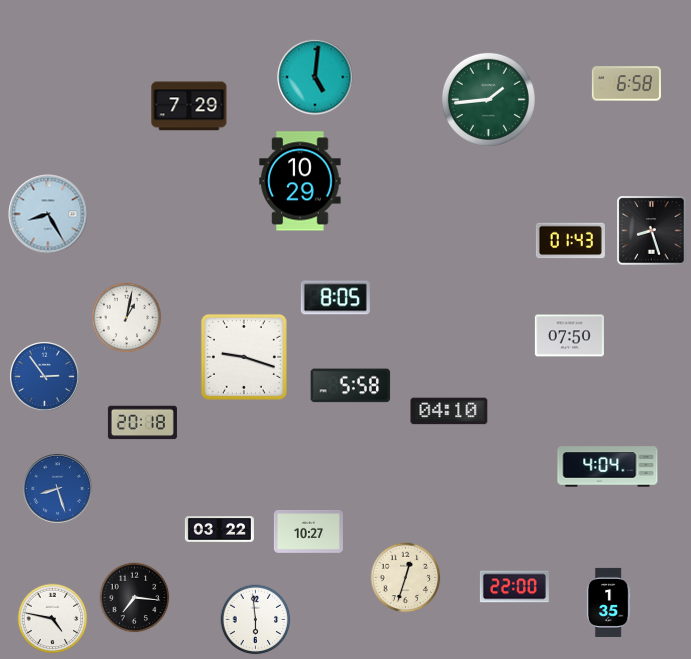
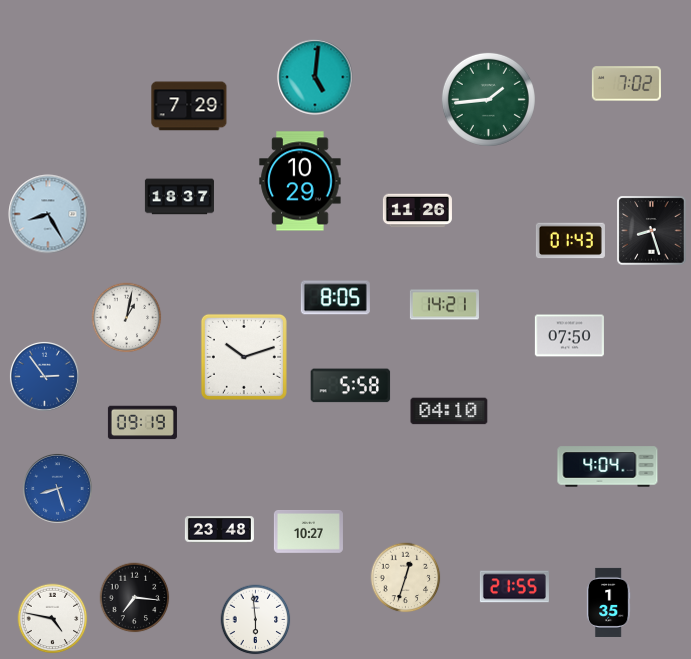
clock at (626, 84): 6:58 -> 7:02
clock at (179, 197): none -> 18:37
clock at (417, 211): none -> 11:26
clock at (444, 305): none -> 14:21
clock at (244, 357): 9:18 -> 10:12
clock at (142, 423): 20:18 -> 09:19
clock at (219, 530): 03:22 -> 23:48
clock at (514, 587): 22:00 -> 21:55
